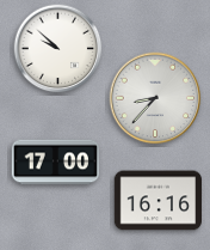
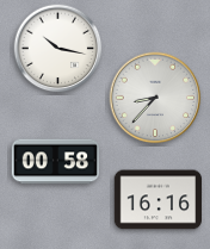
clock at (58, 49): 9:52 -> 10:17
clock at (56, 163): 17:00 -> 00:58
